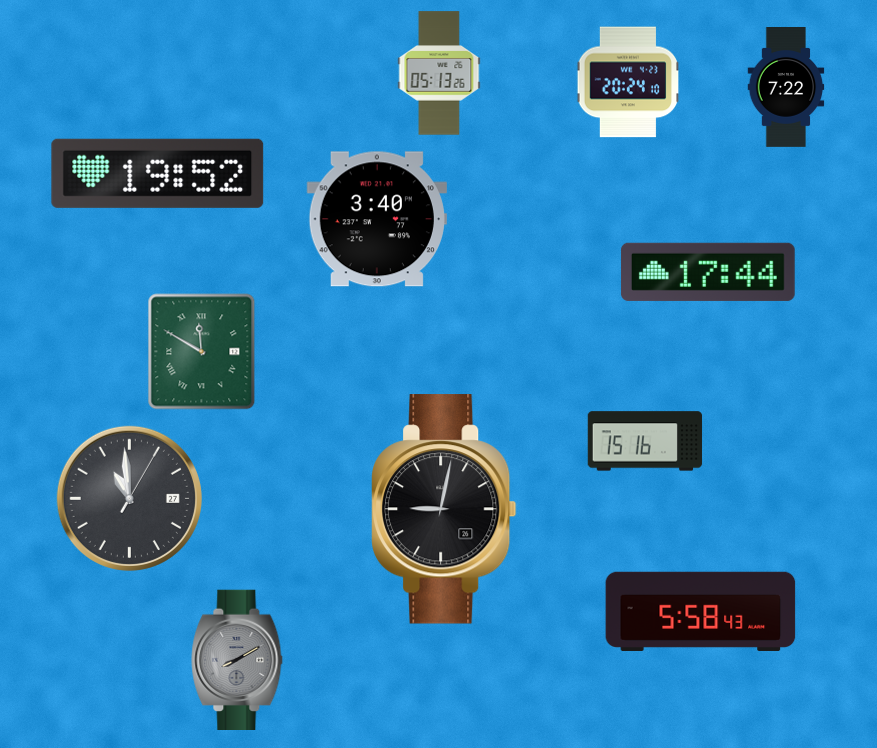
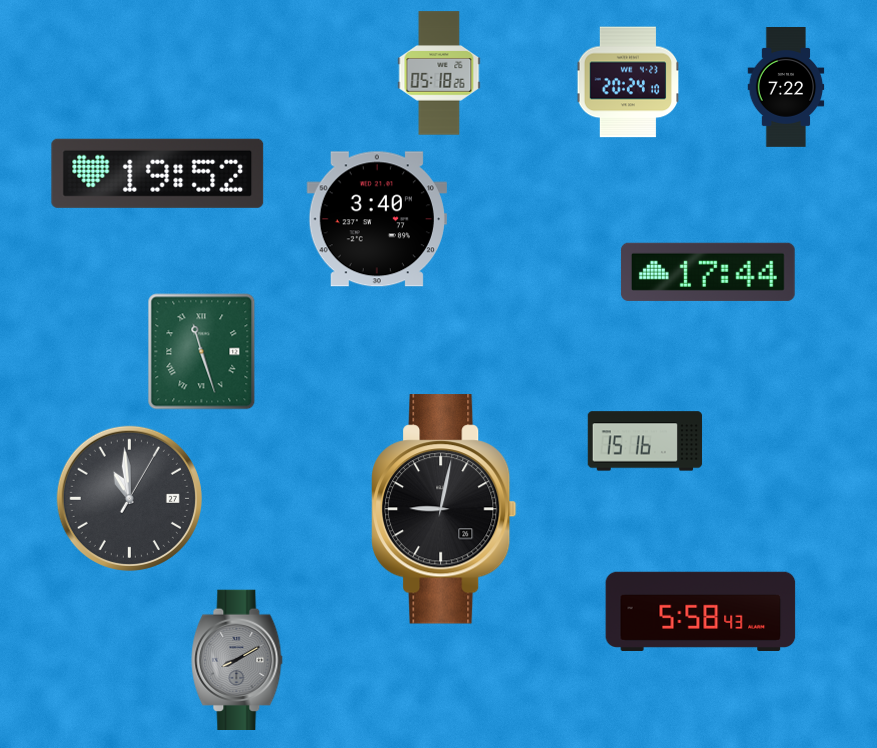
clock at (439, 73): 05:13 -> 05:18
clock at (202, 352): 11:50 -> 11:27
